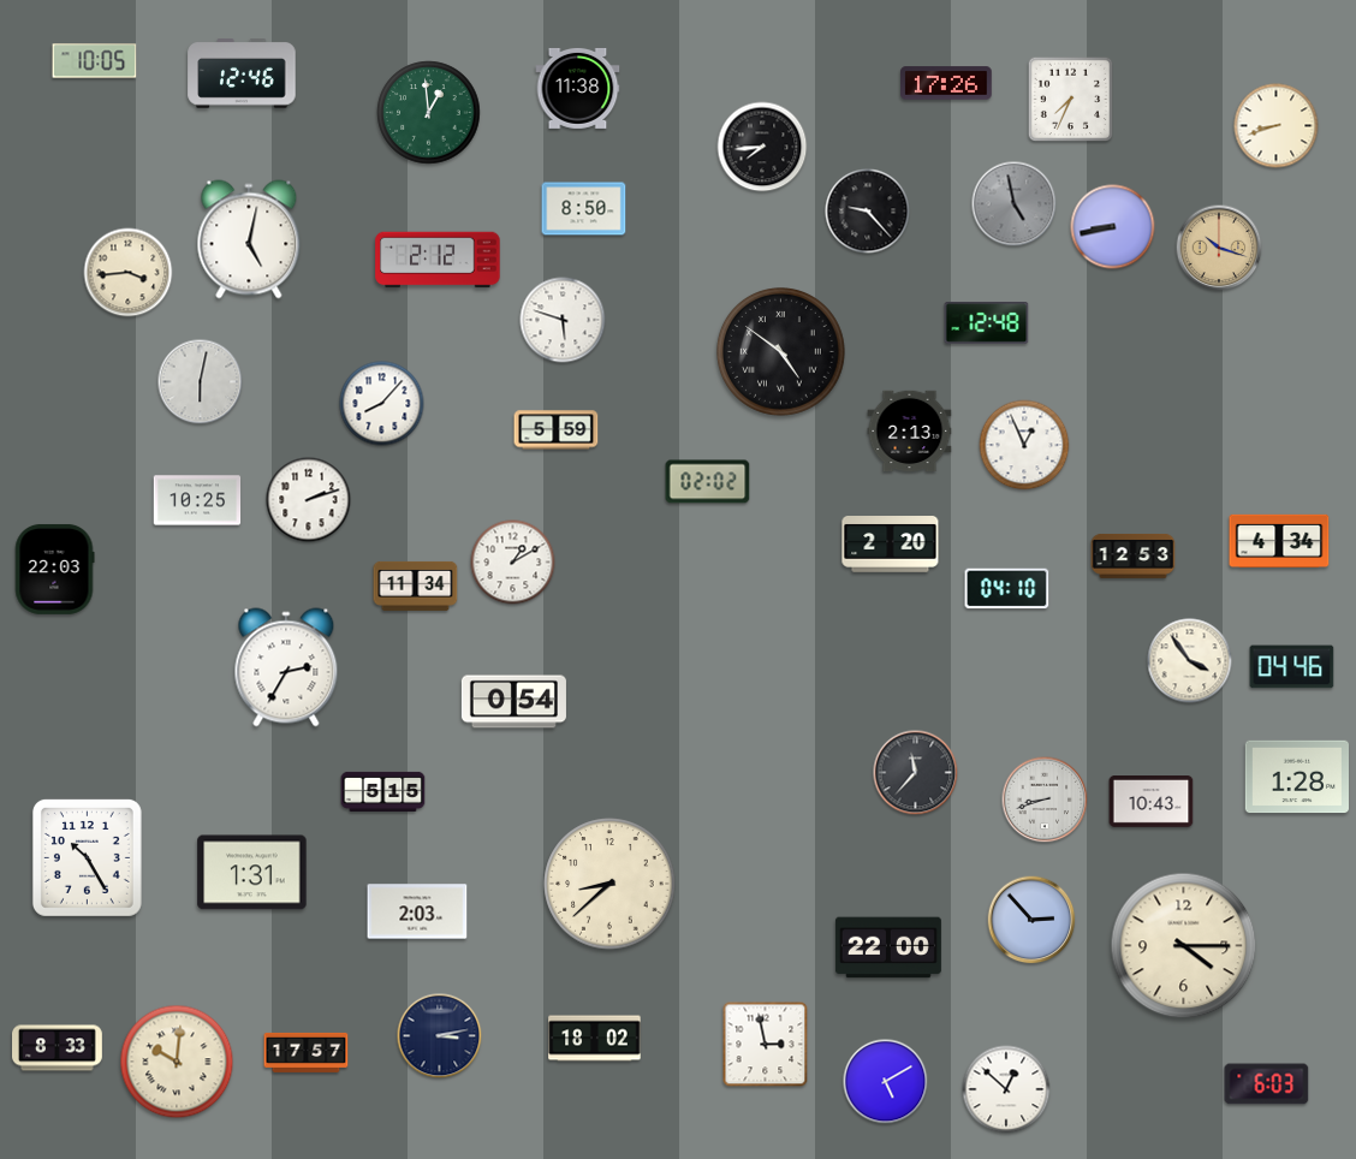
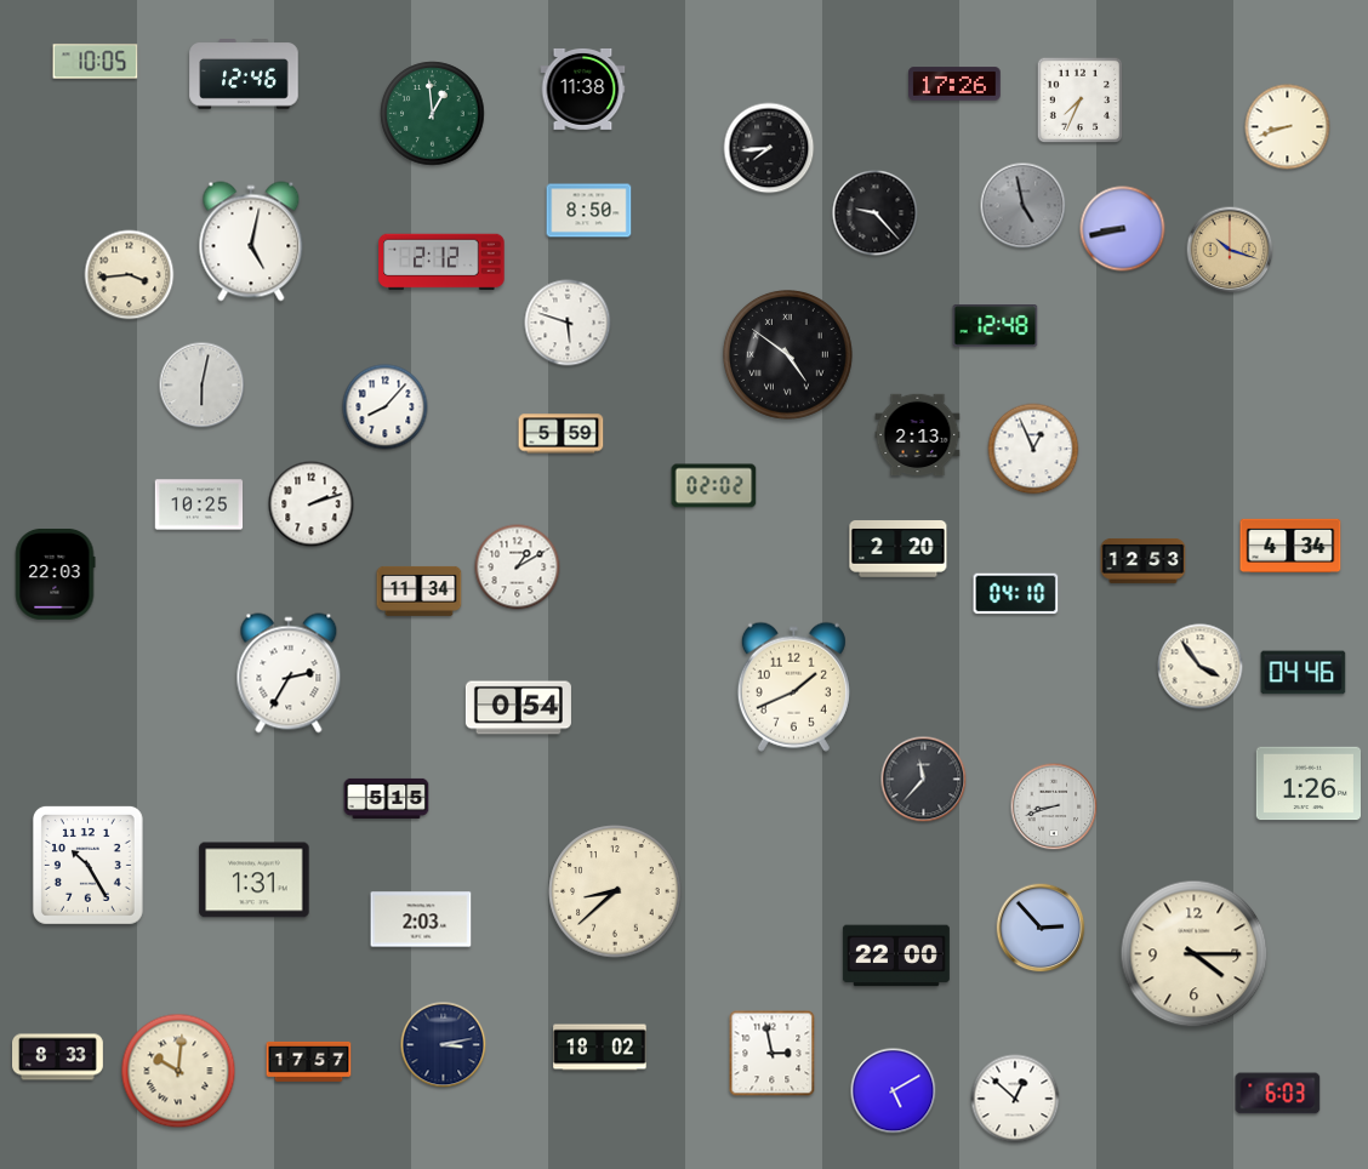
clock at (793, 686): none -> 1:41
clock at (1296, 777): 1:28 -> 1:26
clock at (1152, 802): 10:43 -> none
